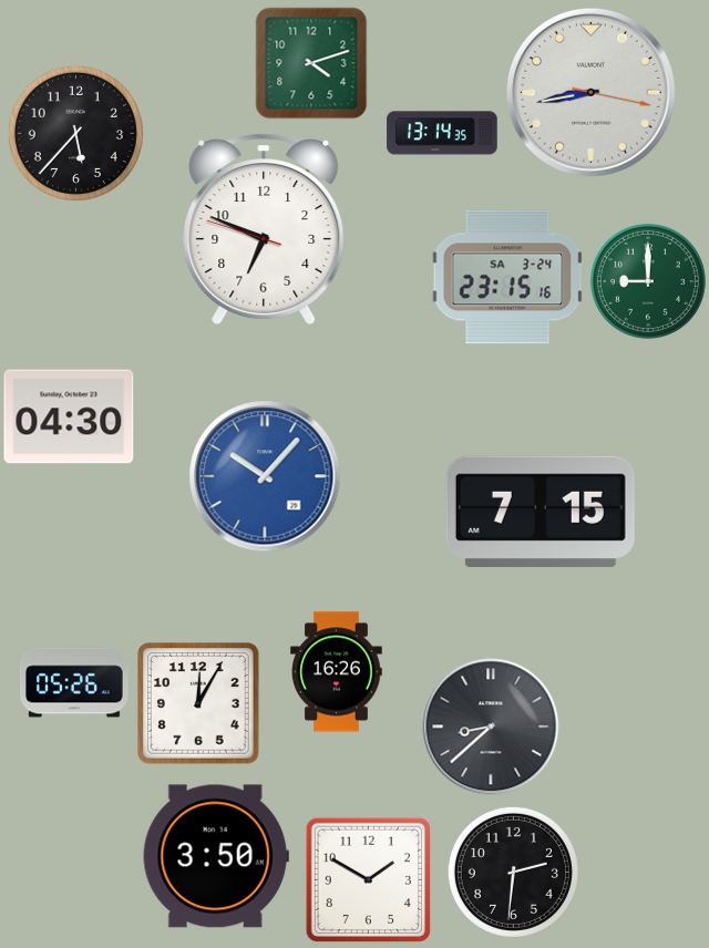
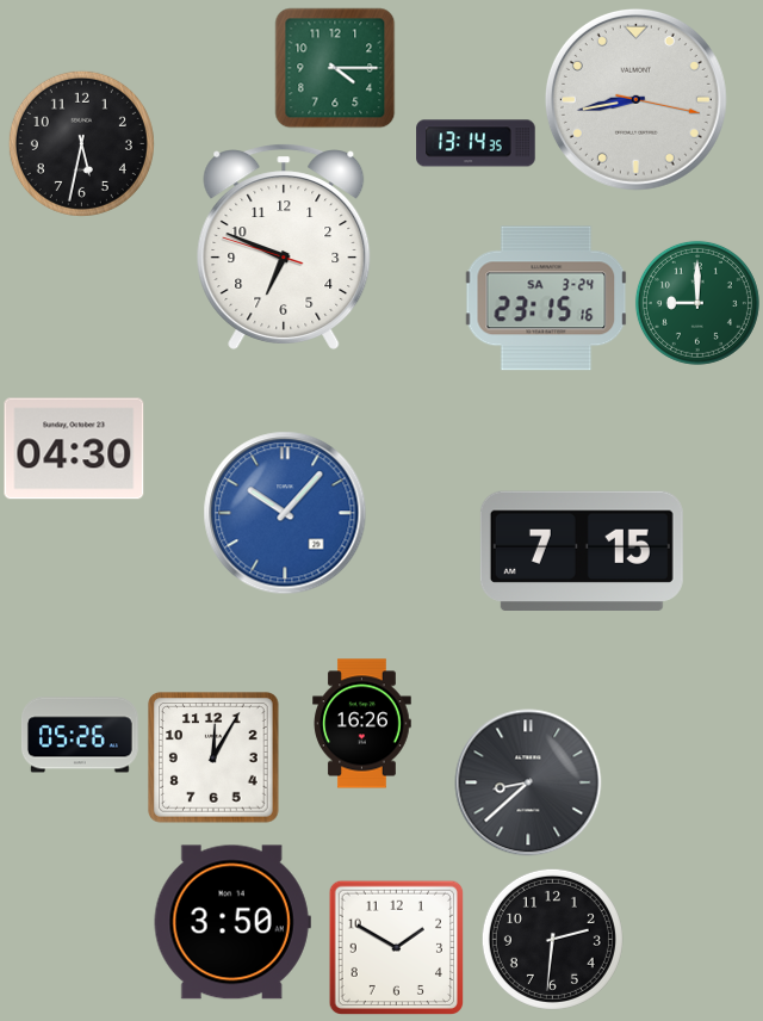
clock at (311, 63): 4:12 -> 4:15
clock at (75, 133): 5:37 -> 5:32
